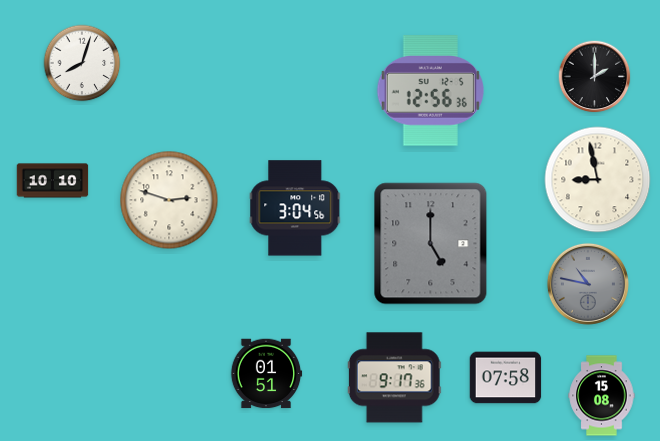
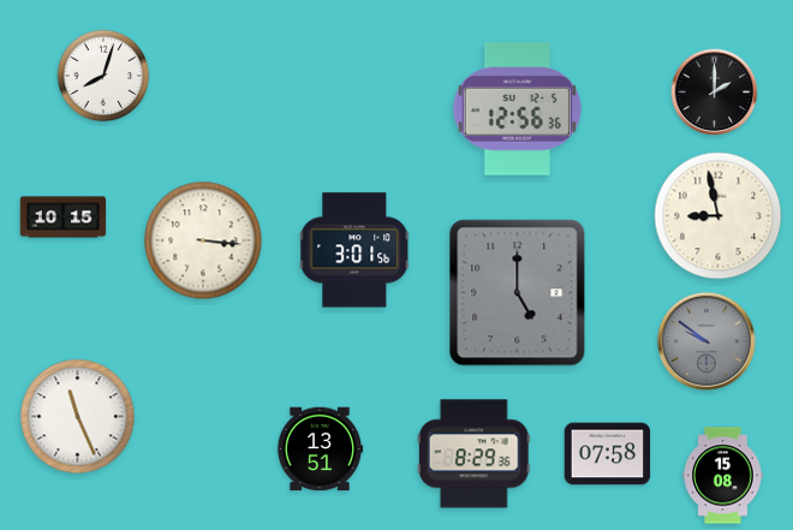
clock at (82, 63) position: (82, 63) -> (103, 76)
clock at (53, 181): 10:10 -> 10:15
clock at (169, 200): 2:48 -> 3:16
clock at (295, 208): 3:04 -> 3:01
clock at (588, 284): 10:47 -> 9:51
clock at (78, 417): none -> 11:26
clock at (266, 374): 01:51 -> 13:51
clock at (394, 378): 9:17 -> 8:29
